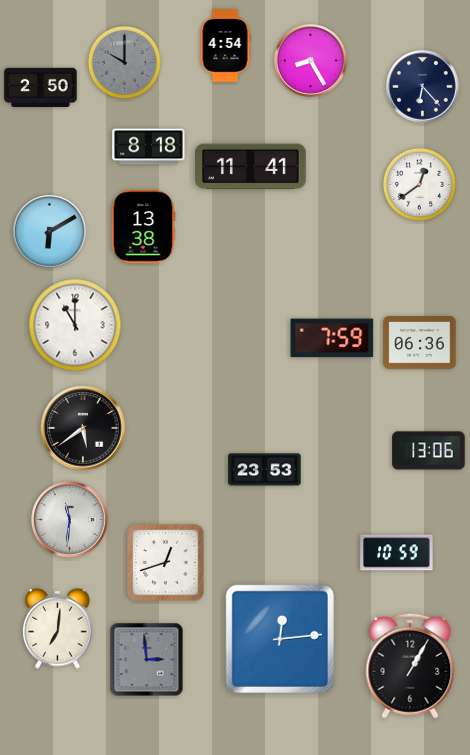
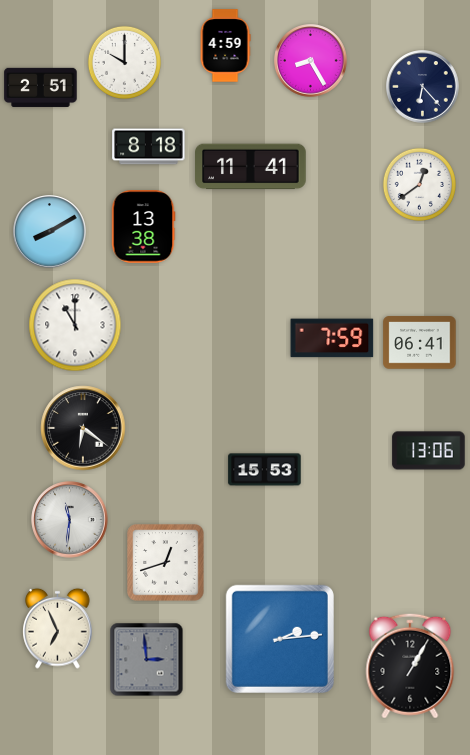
clock at (225, 46): 4:54 -> 4:59
clock at (124, 62) dial: grey -> white
clock at (41, 87): 2:50 -> 2:51
clock at (50, 232): 6:10 -> 8:10
clock at (420, 343): 06:36 -> 06:41
clock at (83, 428): 5:39 -> 6:21
clock at (265, 470): 23:53 -> 15:53
clock at (397, 553): 10:59 -> none
clock at (58, 628): 7:01 -> 6:56
clock at (280, 639): 12:14 -> 2:14
